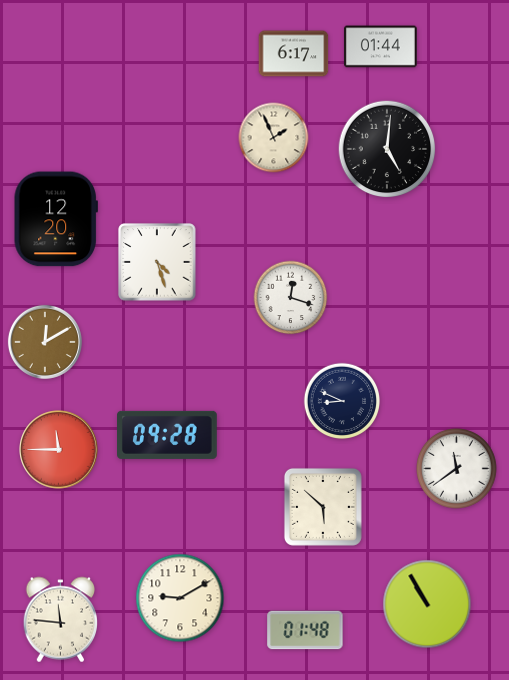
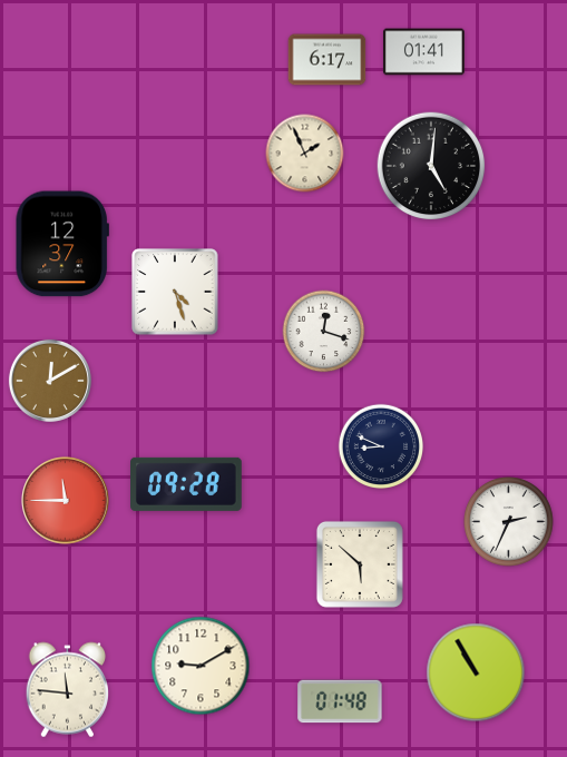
clock at (380, 47): 01:44 -> 01:41
clock at (56, 219): 12:20 -> 12:37
clock at (457, 469): 11:39 -> 2:34
